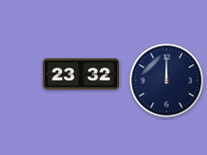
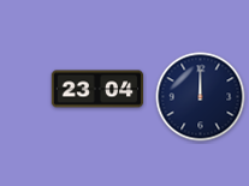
clock at (81, 74): 23:32 -> 23:04
